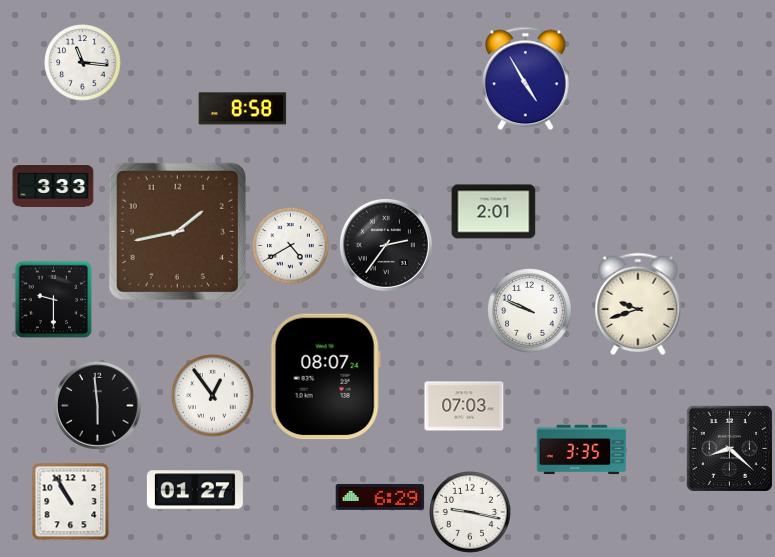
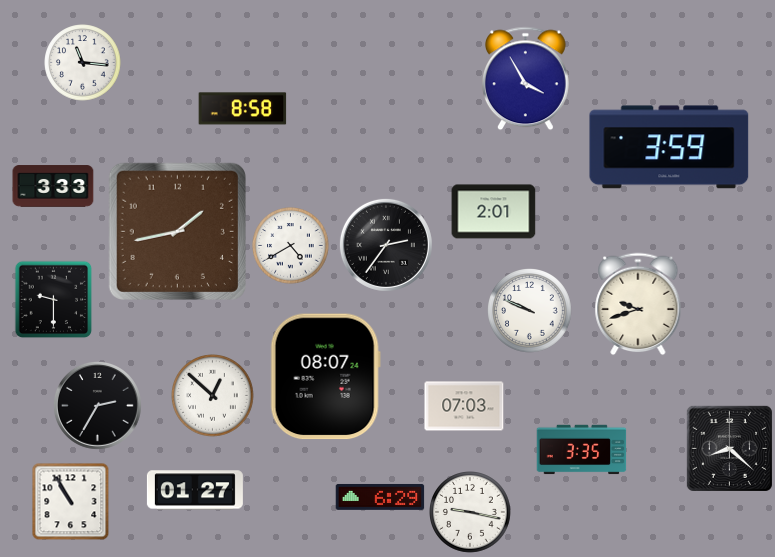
clock at (525, 79): 4:55 -> 3:55
clock at (669, 147): none -> 3:59
clock at (213, 396): 12:54 -> 12:52
clock at (98, 406): 5:59 -> 2:35
